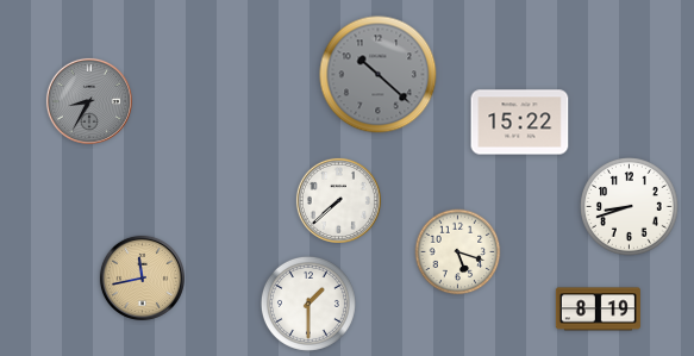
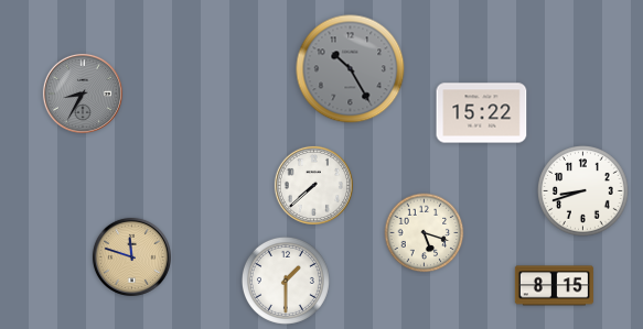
clock at (379, 75): 10:22 -> 10:25
clock at (142, 277): 11:43 -> 11:48
clock at (598, 310): 8:19 -> 8:15
